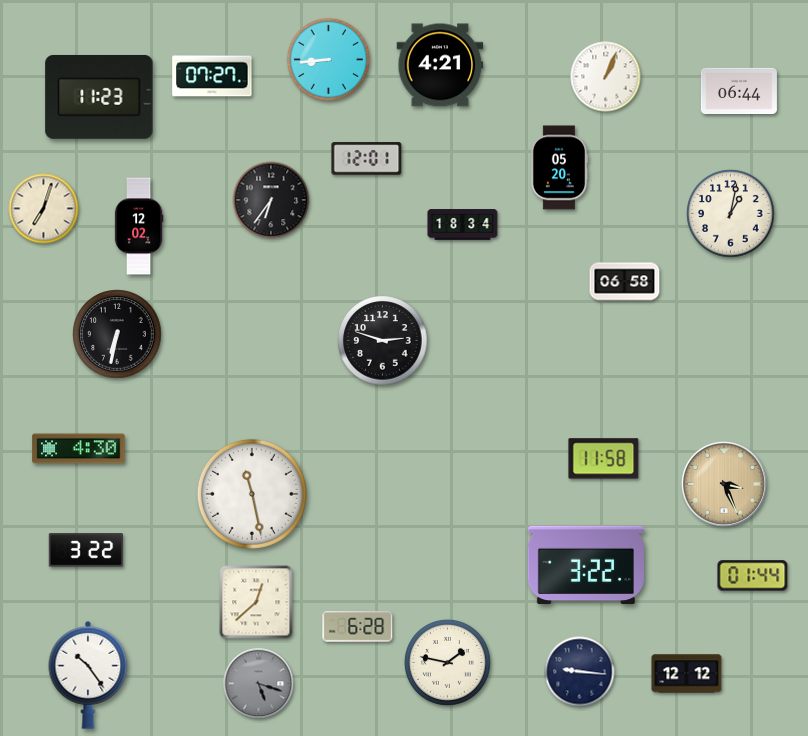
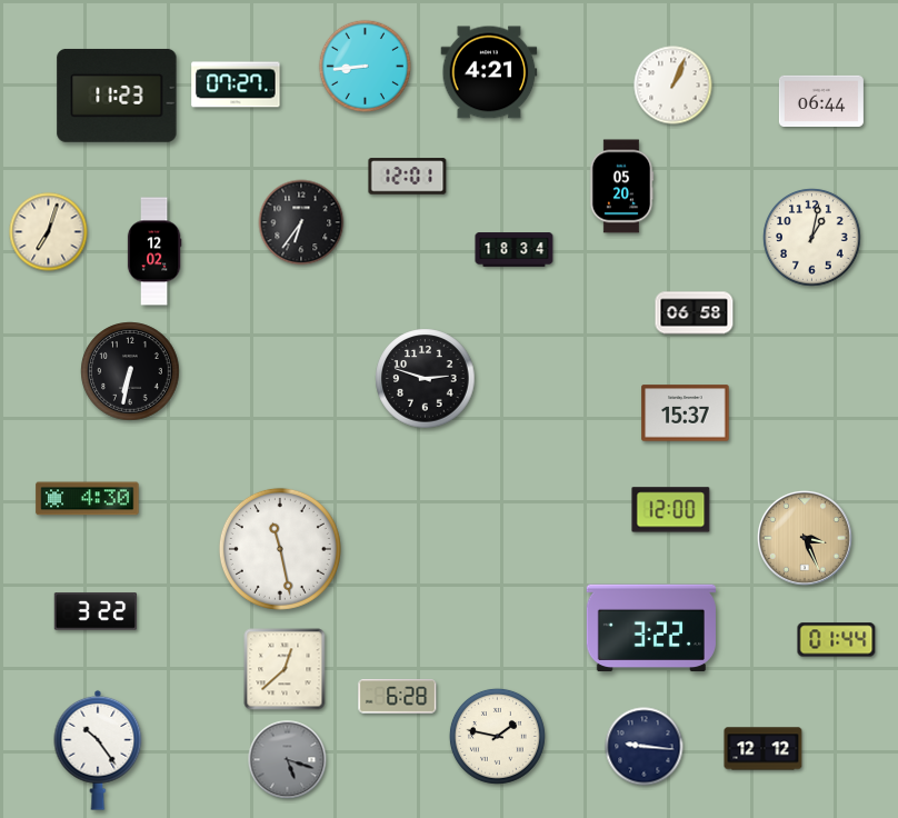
clock at (99, 97) position: (99, 97) -> (117, 96)
clock at (686, 413): none -> 15:37
clock at (604, 459): 11:58 -> 12:00
